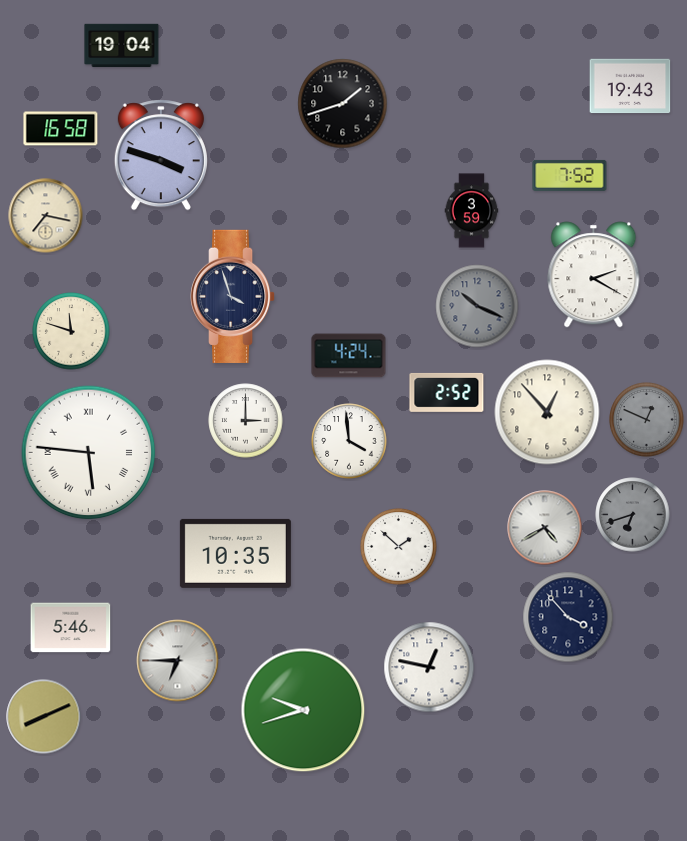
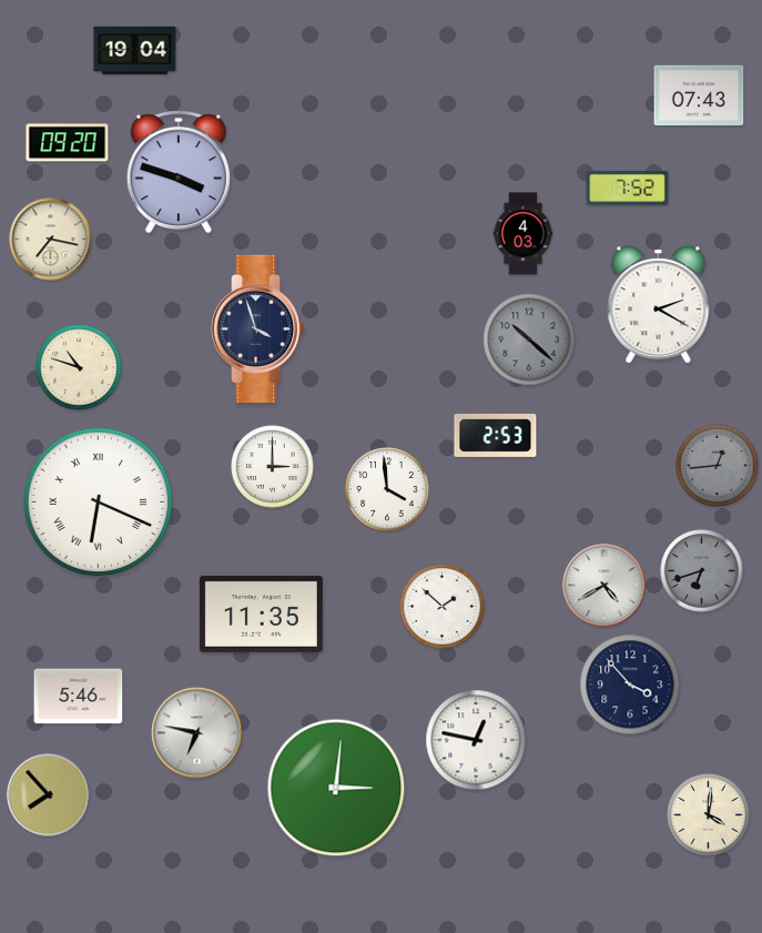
clock at (630, 86): 19:43 -> 07:43
clock at (343, 104): 1:42 -> none
clock at (61, 129): 16:58 -> 09:20
clock at (570, 175) position: (570, 175) -> (628, 187)
clock at (472, 211): 3:59 -> 4:03
clock at (477, 306): 10:19 -> 10:22
clock at (71, 331): 11:48 -> 10:48
clock at (349, 356): 4:24 -> none
clock at (447, 392): 2:52 -> 2:53
clock at (547, 412): 12:53 -> none
clock at (647, 420): 12:49 -> 12:44
clock at (89, 453): 5:46 -> 6:19
clock at (235, 553): 10:35 -> 11:35
clock at (178, 661): 6:45 -> 6:47
clock at (303, 710): 9:42 -> 3:01
clock at (44, 717): 8:11 -> 7:53
clock at (709, 815): none -> 4:01
